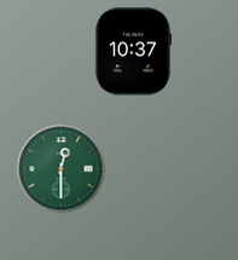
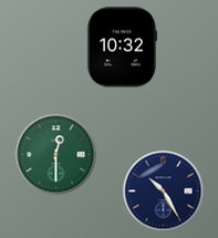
clock at (133, 52): 10:37 -> 10:32
clock at (164, 192): none -> 10:25
